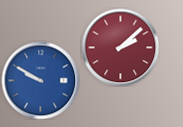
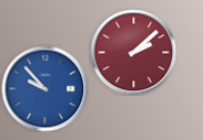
clock at (40, 80): 9:50 -> 9:53
